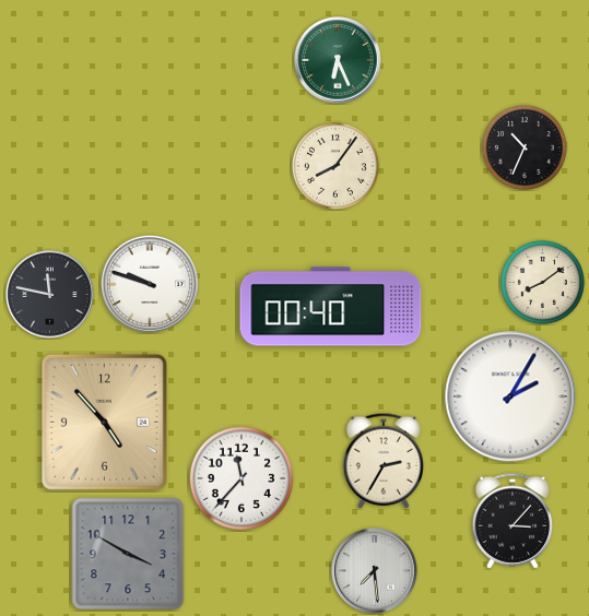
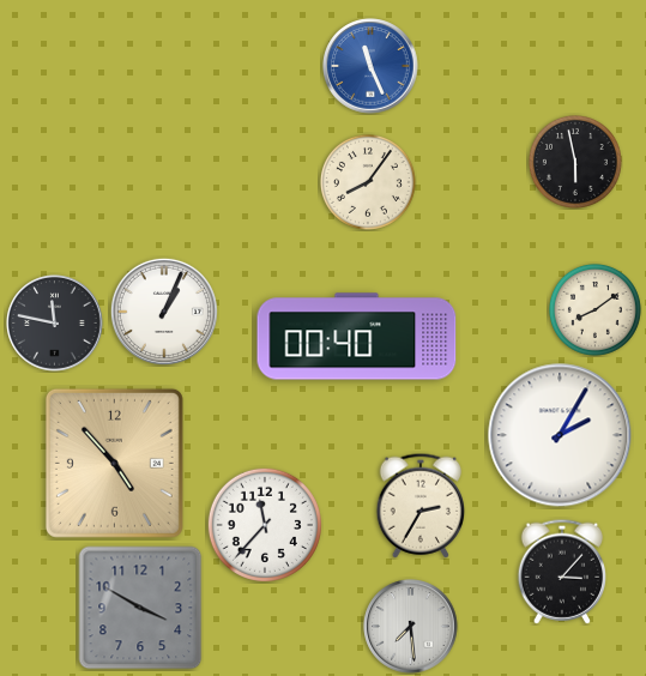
clock at (338, 60): 6:26 -> 11:26
clock at (338, 60) dial: green -> blue
clock at (525, 147): 10:34 -> 5:58
clock at (150, 284): 9:48 -> 1:04
clock at (331, 307) position: (331, 307) -> (357, 337)
